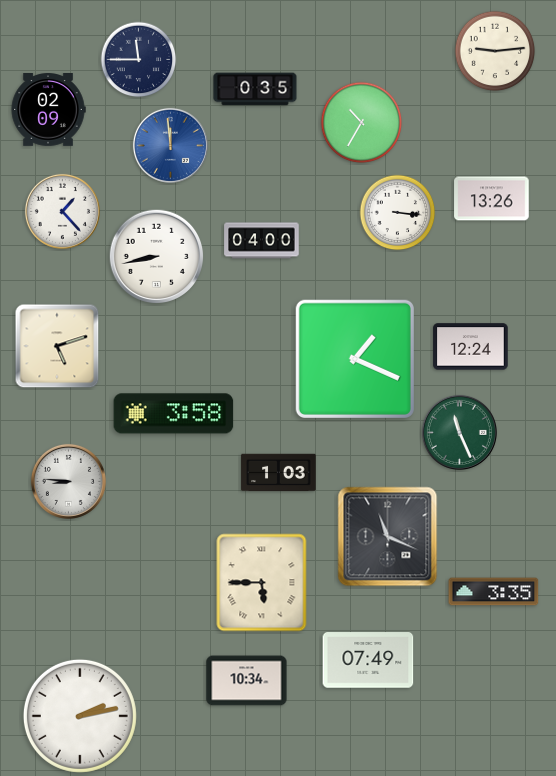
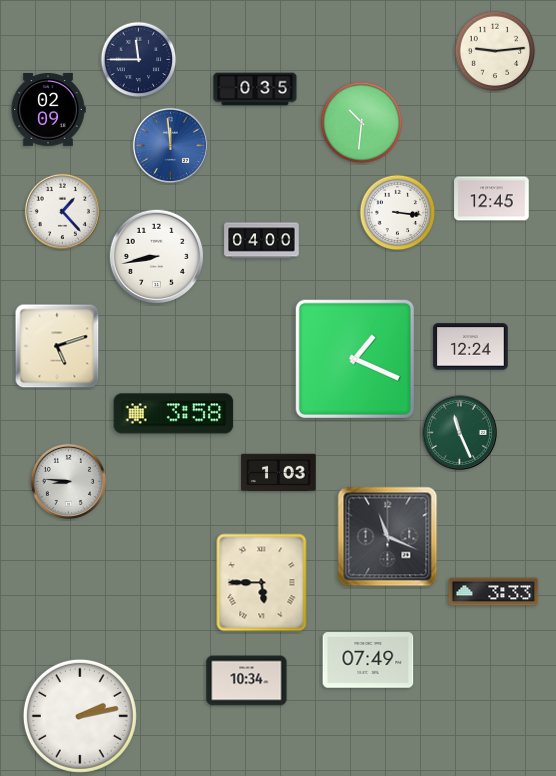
clock at (362, 123): 10:35 -> 10:31
clock at (492, 199): 13:26 -> 12:45
clock at (494, 592): 3:35 -> 3:33
